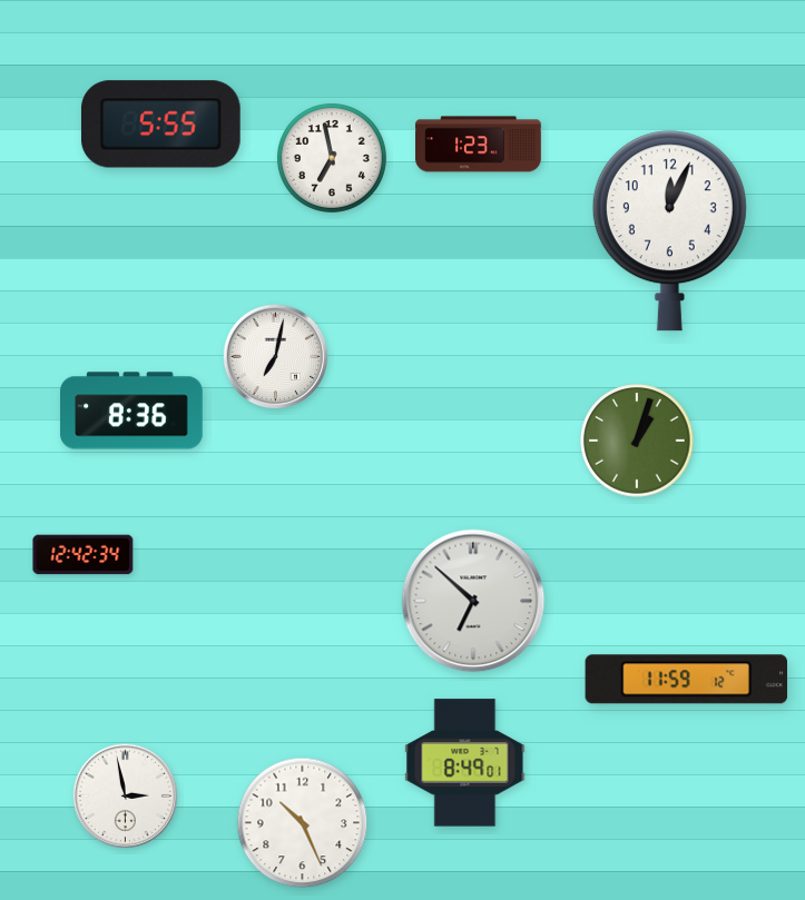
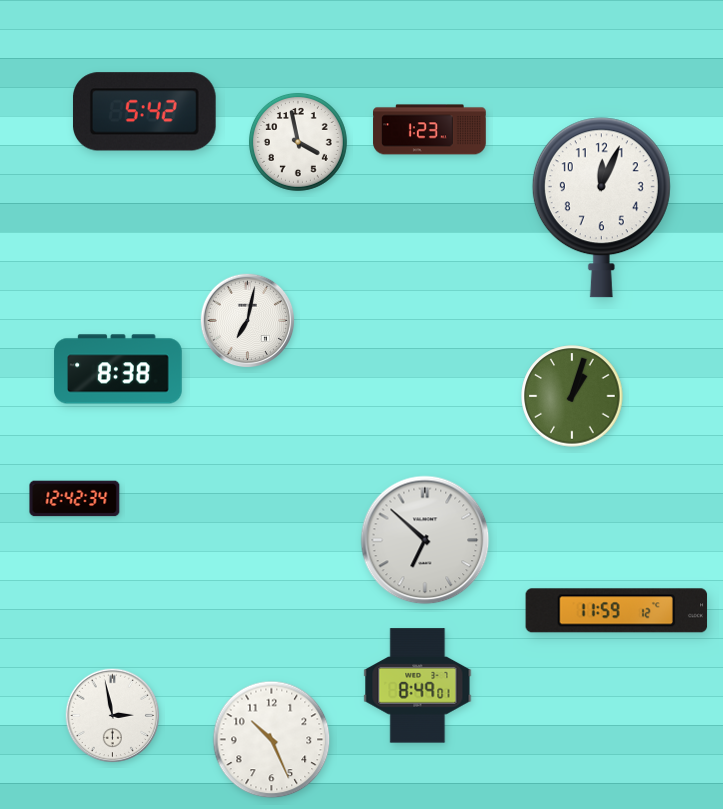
clock at (160, 125): 5:55 -> 5:42
clock at (332, 158): 6:58 -> 3:58
clock at (131, 411): 8:36 -> 8:38
